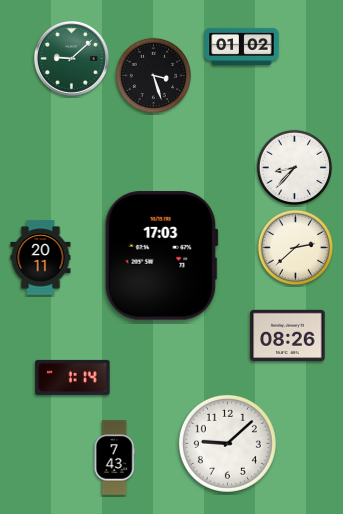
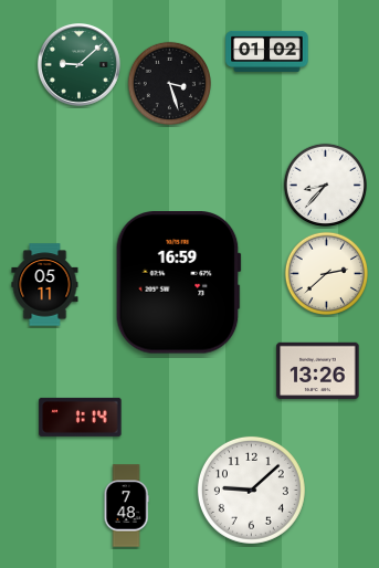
clock at (161, 256): 17:03 -> 16:59
clock at (41, 258): 20:11 -> 05:11
clock at (288, 335): 08:26 -> 13:26
clock at (114, 458): 7:43 -> 7:48
